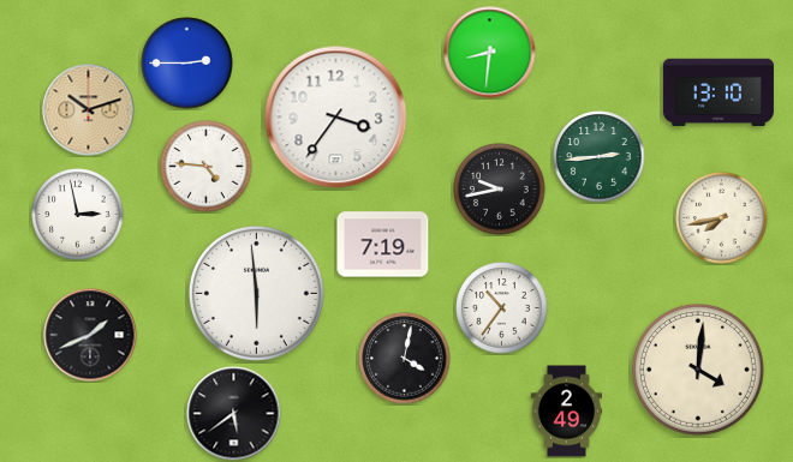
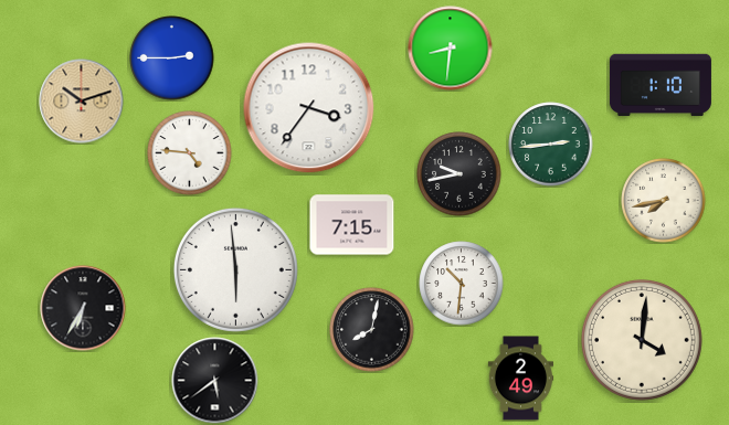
clock at (719, 92): 13:10 -> 1:10
clock at (78, 215): 2:58 -> none
clock at (383, 245): 7:19 -> 7:15
clock at (502, 308): 10:36 -> 10:31
clock at (90, 335): 1:41 -> 6:35
clock at (405, 359): 4:02 -> 8:02
